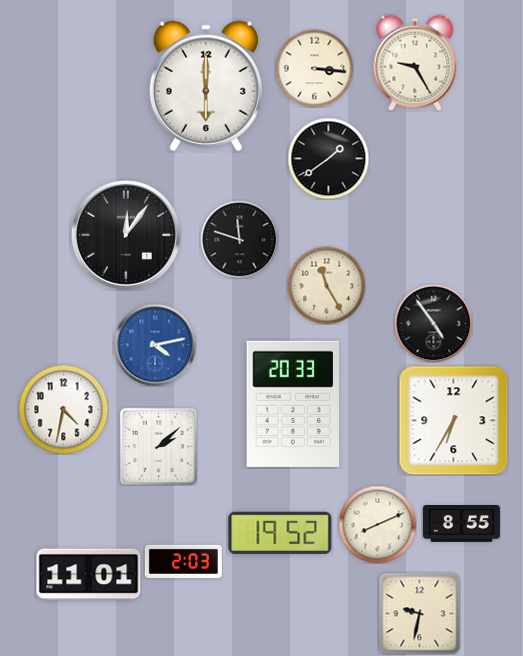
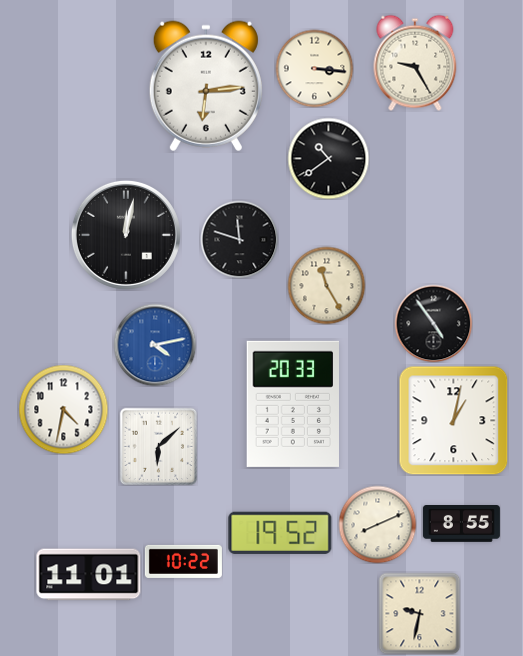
clock at (206, 86): 6:00 -> 6:14
clock at (328, 158): 1:39 -> 10:39
clock at (126, 235): 12:06 -> 12:02
clock at (453, 420): 6:35 -> 1:02
clock at (158, 446): 2:08 -> 6:08
clock at (183, 561): 2:03 -> 10:22
